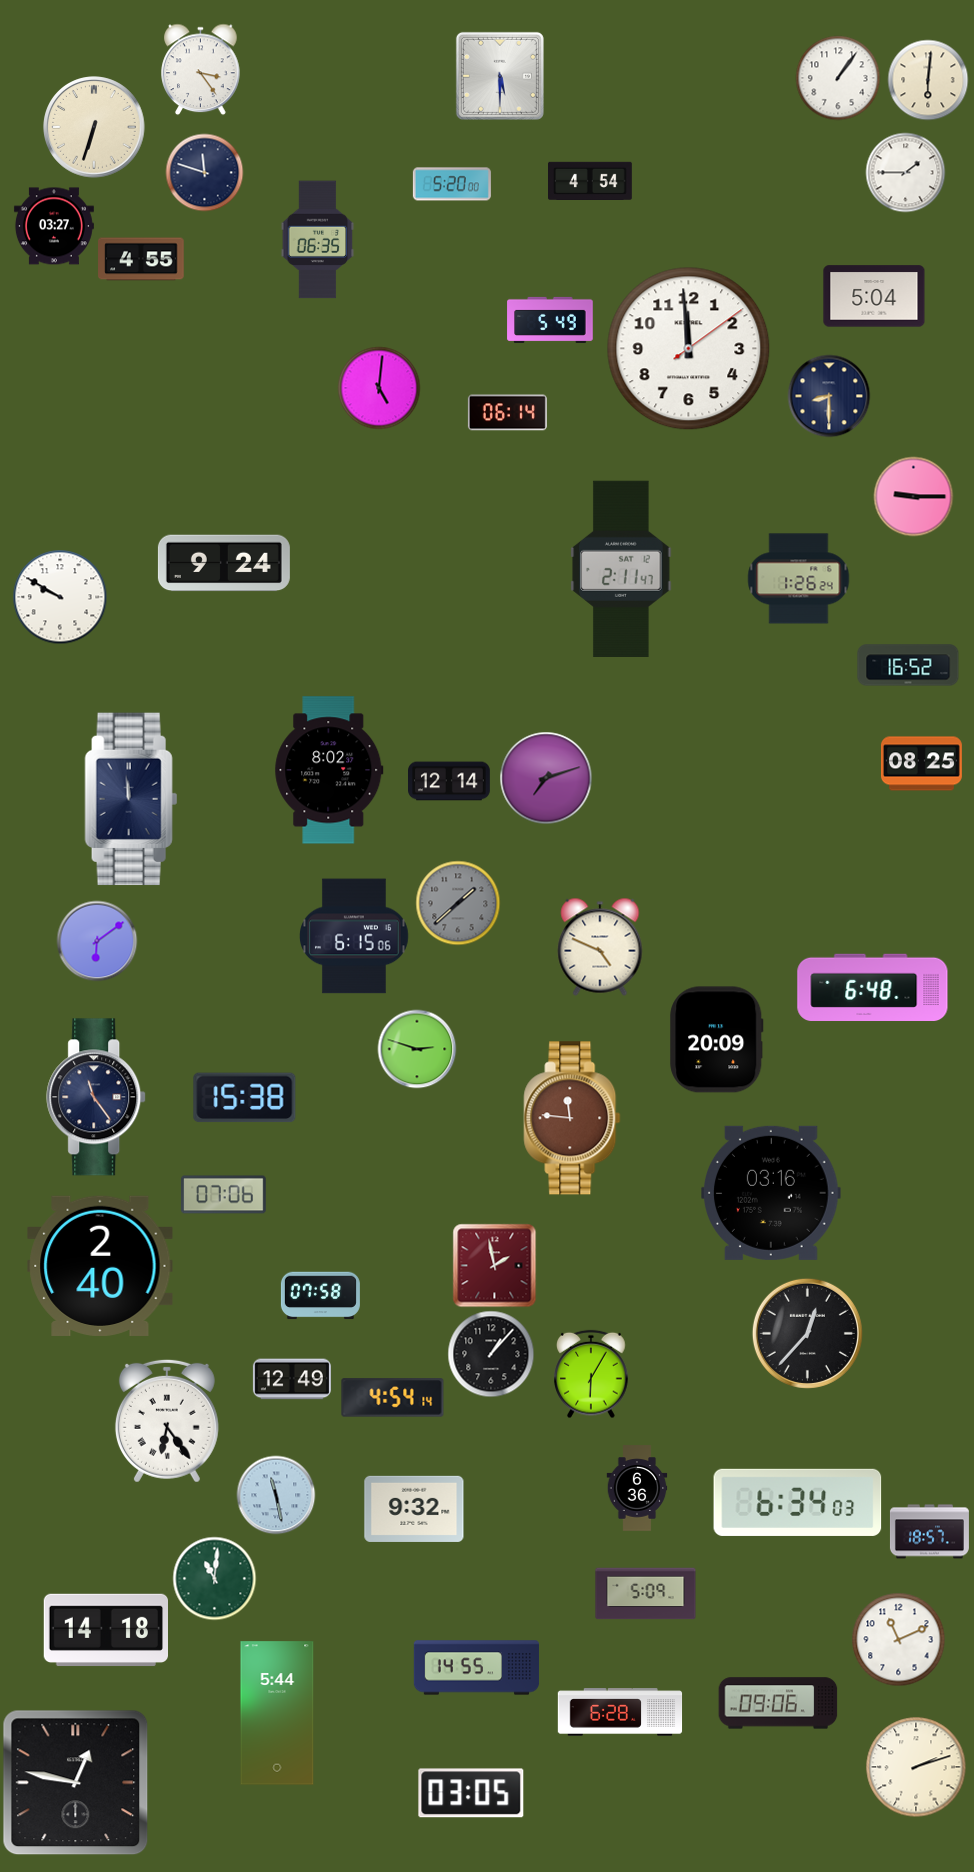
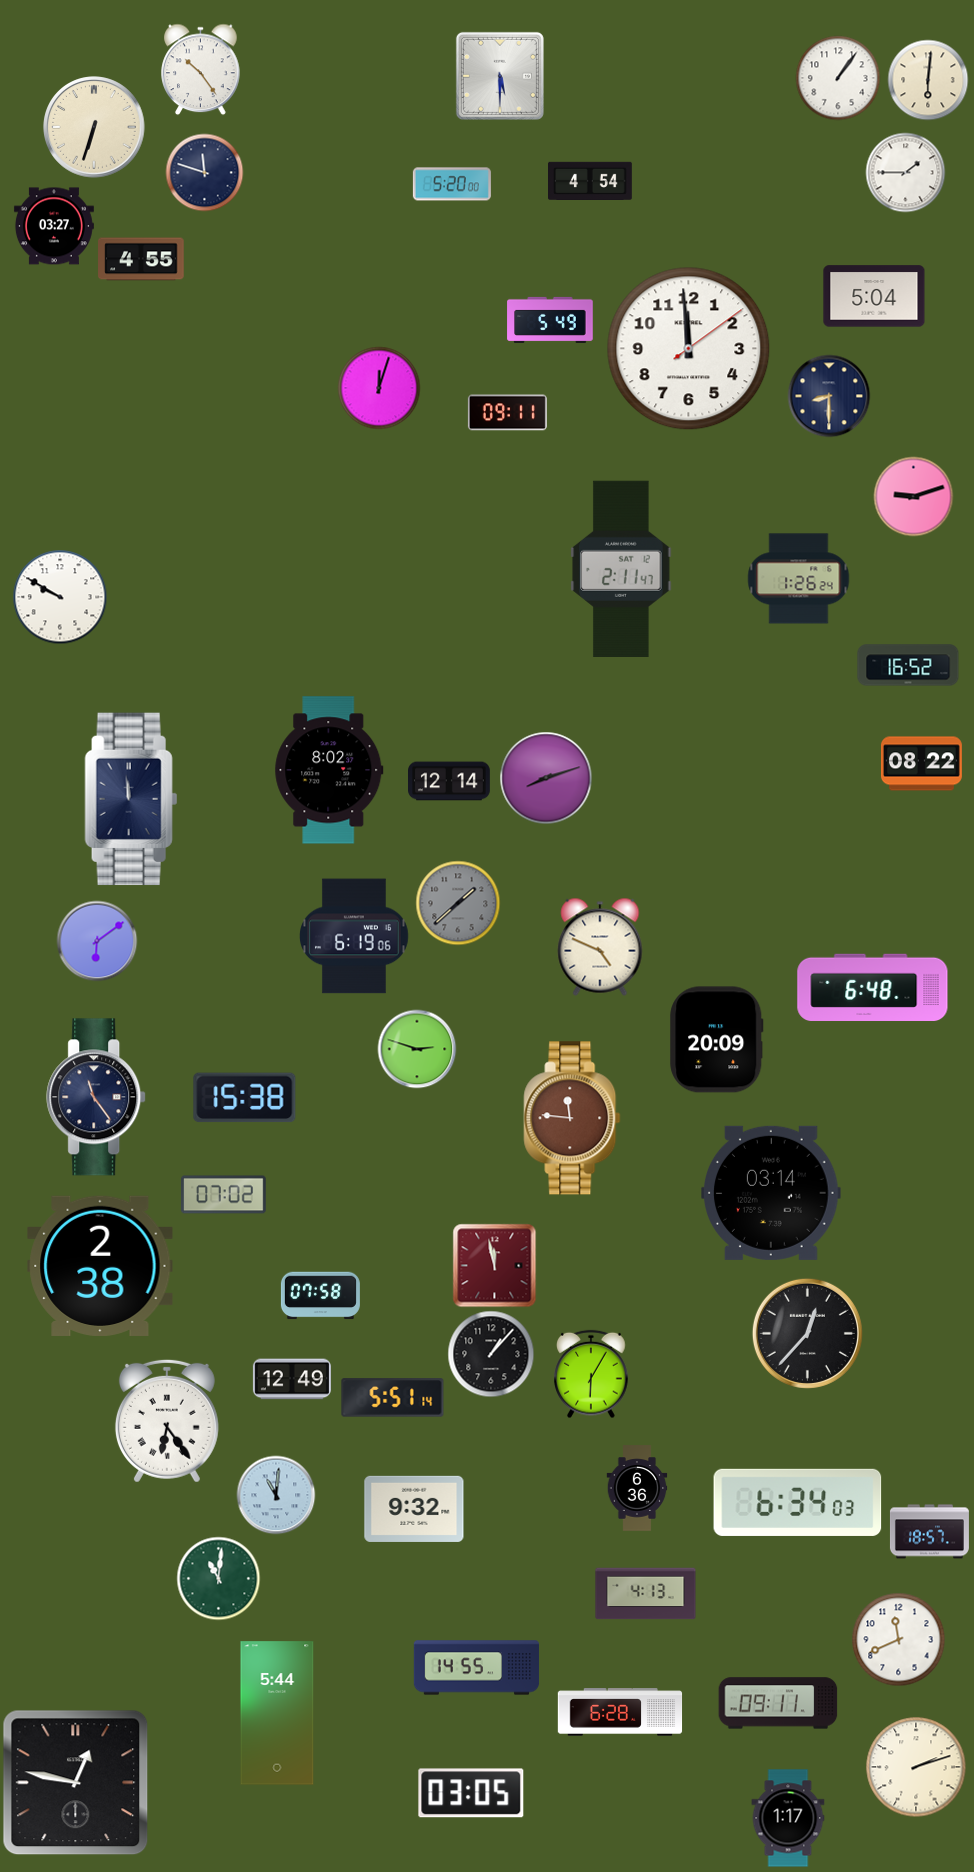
clock at (201, 69): 3:24 -> 10:24
clock at (318, 240): 06:35 -> none
clock at (379, 388): 5:01 -> 12:03
clock at (507, 413): 06:14 -> 09:11
clock at (913, 496): 9:15 -> 9:12
clock at (224, 563): 9:24 -> none
clock at (921, 764): 08:25 -> 08:22
clock at (546, 778): 7:12 -> 8:12
clock at (354, 936): 6:15 -> 6:19
clock at (772, 1193): 03:16 -> 03:14
clock at (224, 1195): 07:06 -> 07:02
clock at (494, 1265): 1:58 -> 11:58
clock at (100, 1266): 2:40 -> 2:38
clock at (393, 1398): 4:54 -> 5:51
clock at (276, 1495): 11:28 -> 11:01
clock at (214, 1578) position: (214, 1578) -> (218, 1578)
clock at (646, 1594): 5:09 -> 4:13
clock at (105, 1630): 14:18 -> none
clock at (898, 1639): 11:11 -> 11:41
clock at (778, 1703): 09:06 -> 09:11
clock at (788, 1818): none -> 1:17
